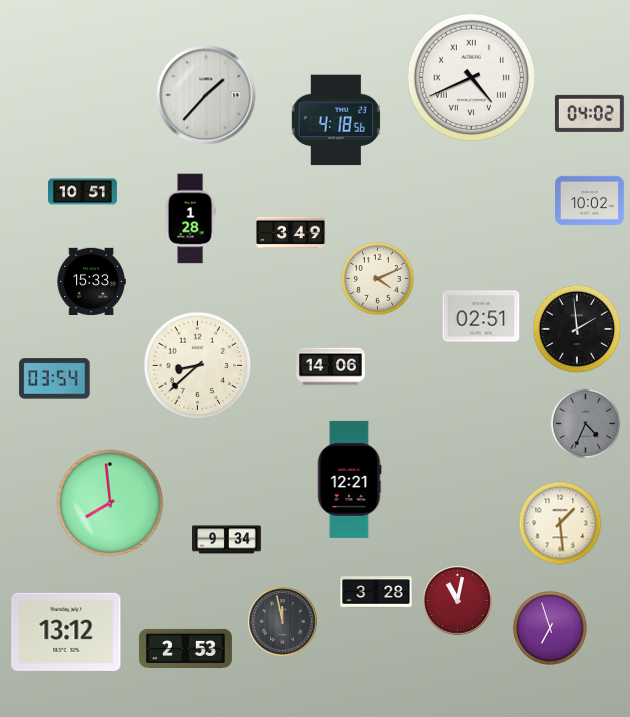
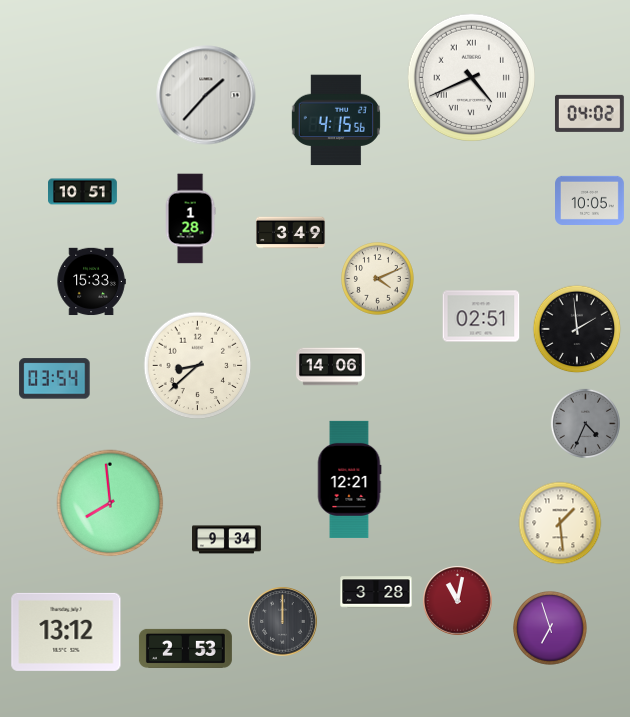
clock at (336, 120): 4:18 -> 4:15
clock at (590, 200): 10:02 -> 10:05
clock at (283, 622): 11:58 -> 12:00
